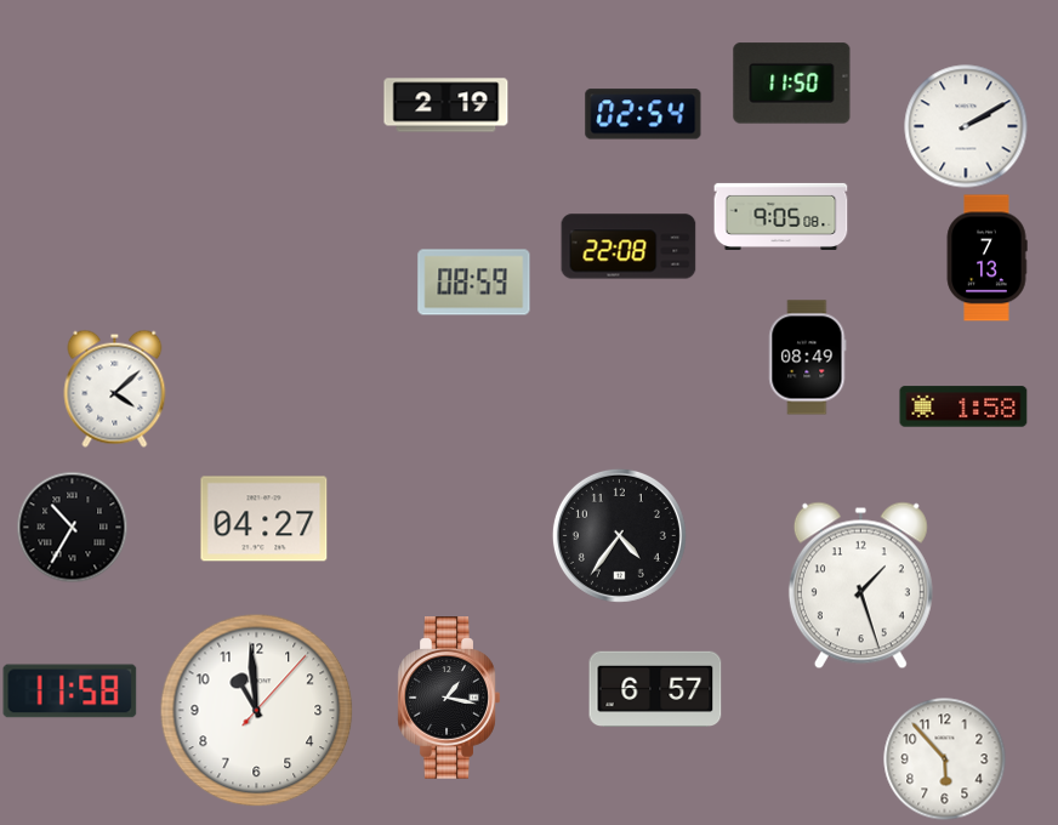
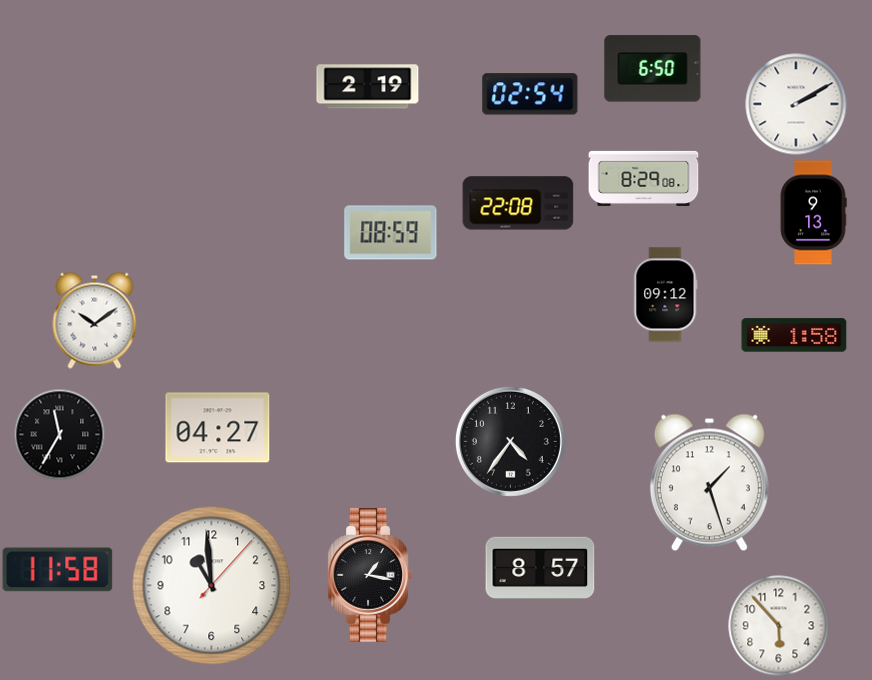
clock at (792, 84): 11:50 -> 6:50
clock at (781, 216): 9:05 -> 8:29
clock at (986, 258): 7:13 -> 9:13
clock at (808, 358): 08:49 -> 09:12
clock at (115, 388): 4:08 -> 10:09
clock at (72, 527): 10:35 -> 11:35
clock at (655, 689): 6:57 -> 8:57
